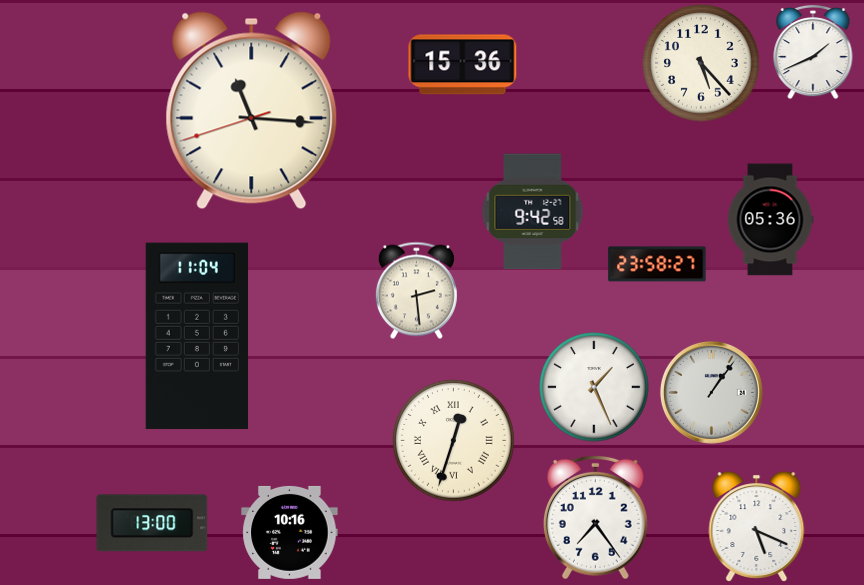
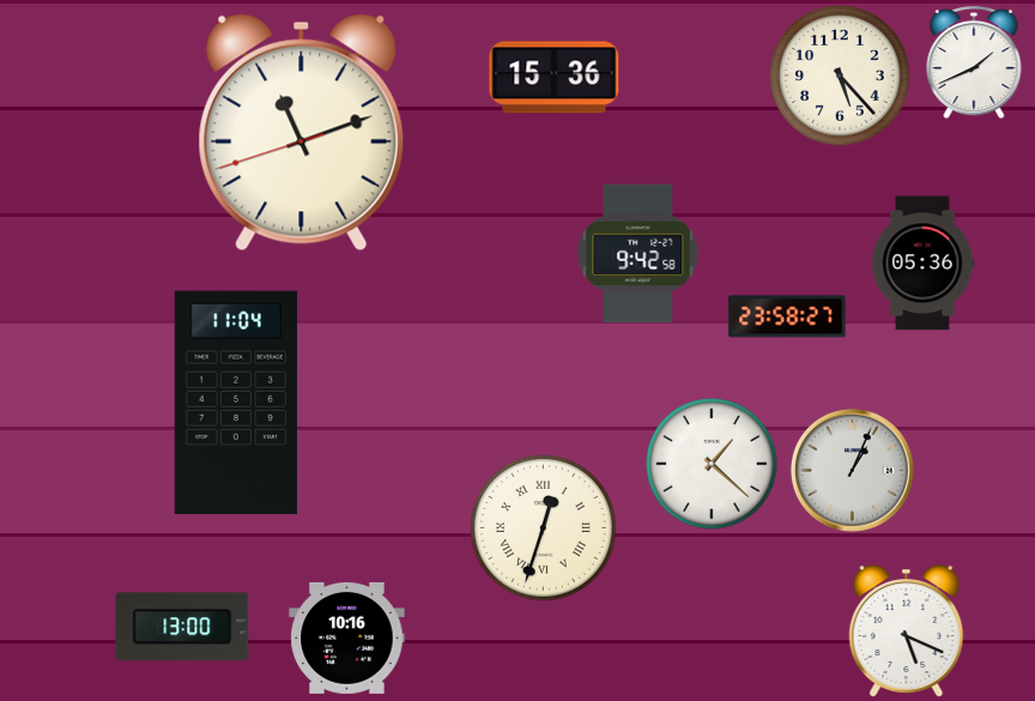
clock at (252, 111): 11:15 -> 11:11
clock at (416, 291): 2:29 -> none
clock at (594, 387): 1:26 -> 1:22
clock at (711, 392): 1:06 -> 1:04
clock at (595, 517): 7:24 -> none
